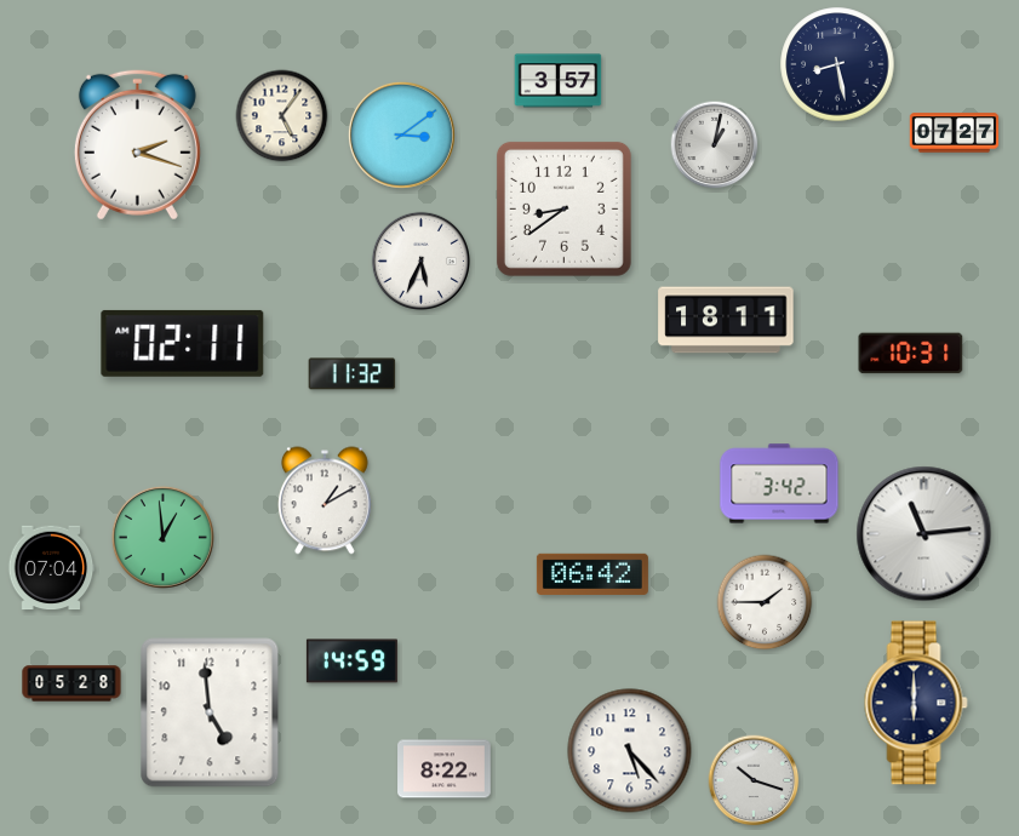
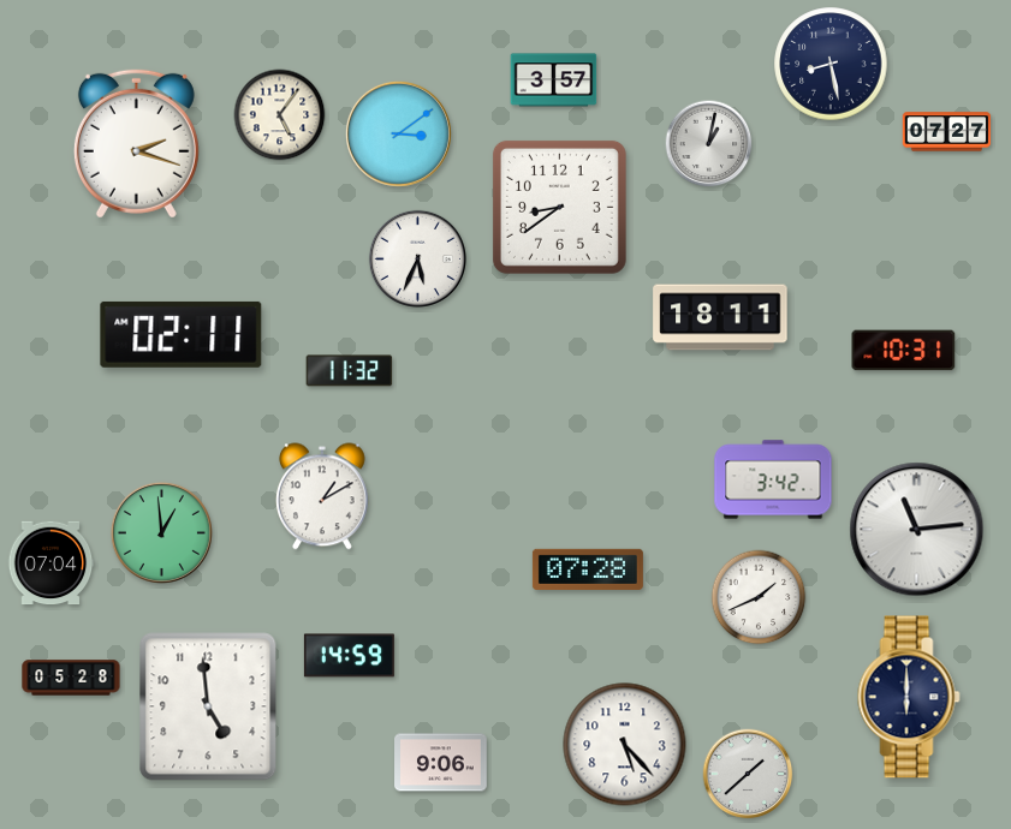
clock at (183, 343) position: (183, 343) -> (182, 334)
clock at (592, 574): 06:42 -> 07:28
clock at (765, 602): 1:45 -> 1:41
clock at (445, 769): 8:22 -> 9:06
clock at (754, 780): 10:18 -> 1:38
